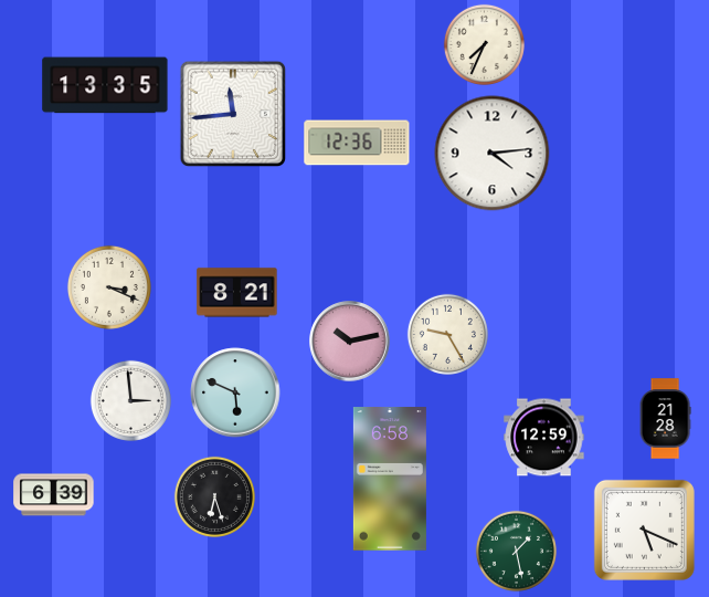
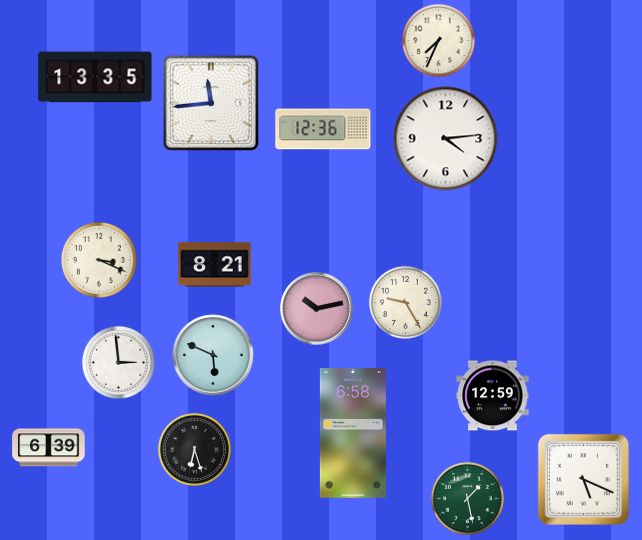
clock at (665, 419): 21:28 -> none
